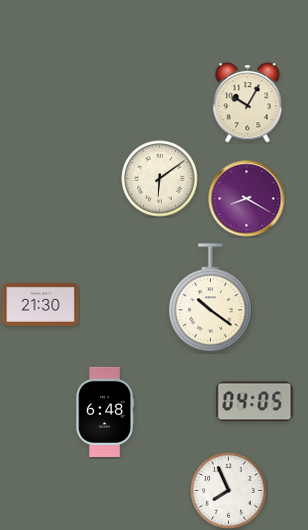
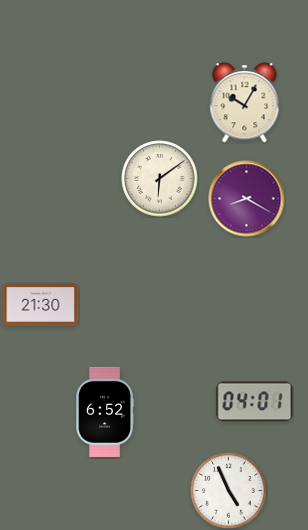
clock at (248, 103) position: (248, 103) -> (245, 103)
clock at (210, 298): 10:21 -> none
clock at (255, 402): 04:05 -> 04:01
clock at (105, 412): 6:48 -> 6:52
clock at (229, 491): 7:56 -> 4:56
